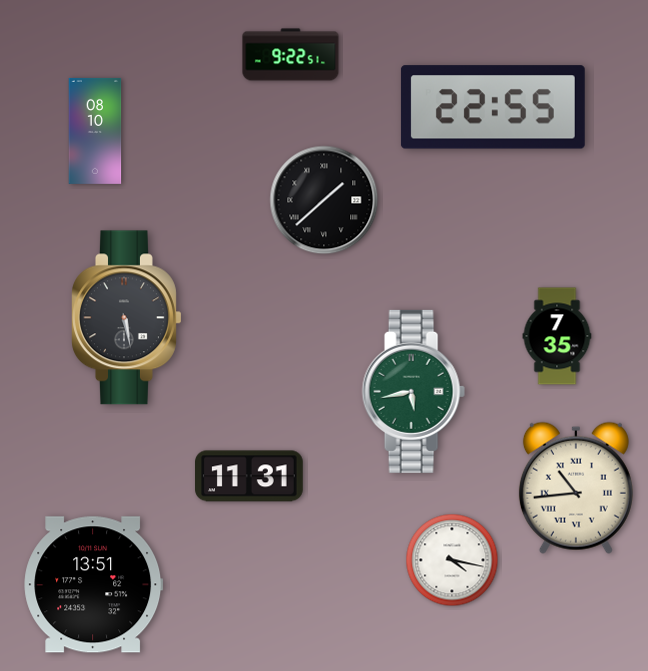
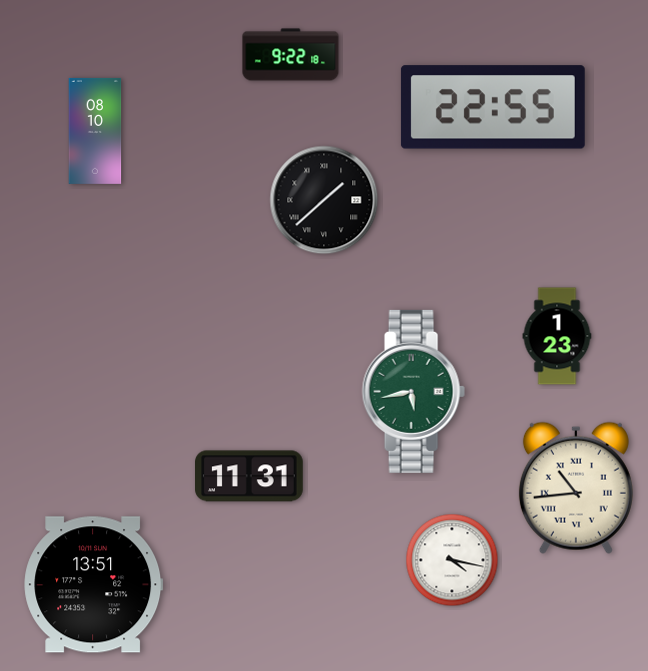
clock at (291, 55): 9:22:51 -> 9:22:18
clock at (127, 318): 5:28 -> none
clock at (557, 336): 7:35 -> 1:23
